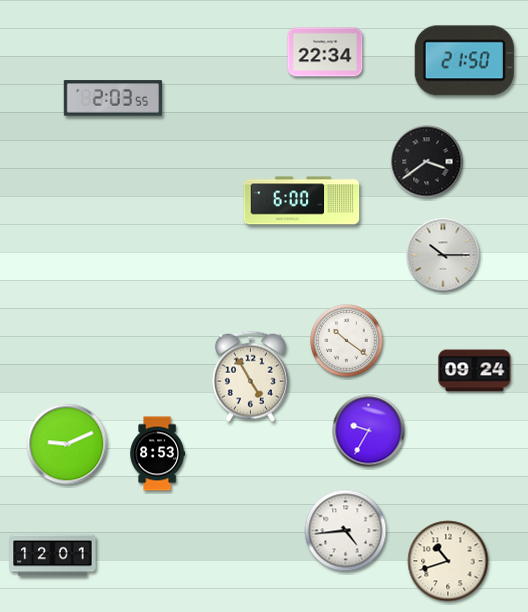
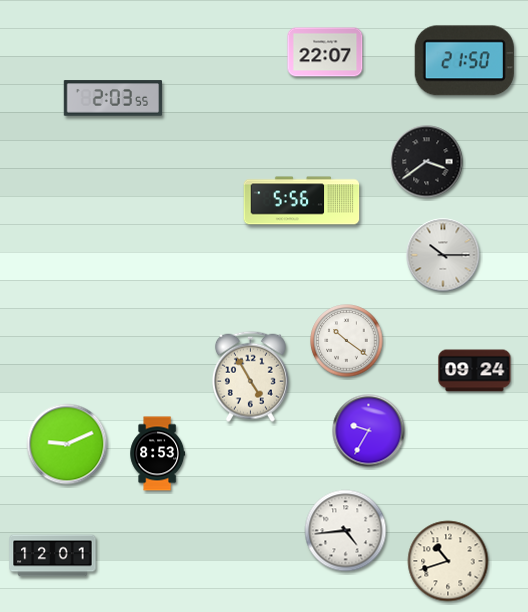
clock at (325, 52): 22:34 -> 22:07
clock at (302, 201): 6:00 -> 5:56
